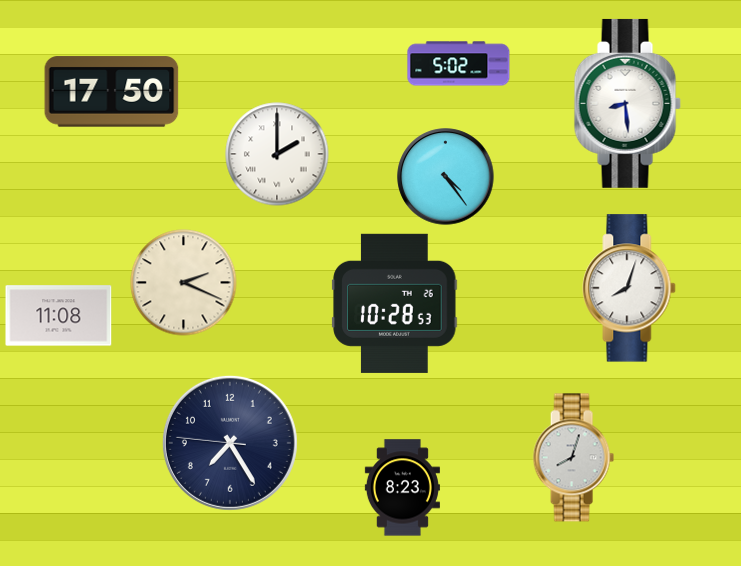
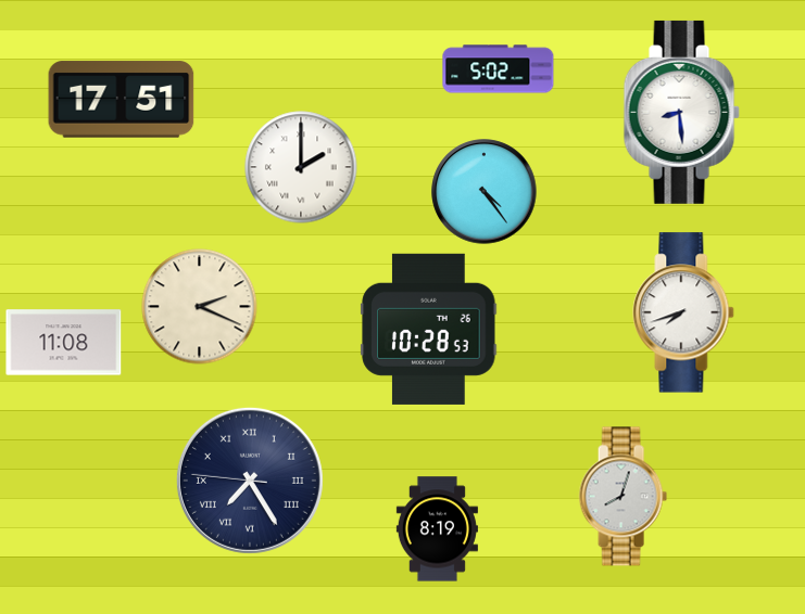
clock at (112, 92): 17:50 -> 17:51
clock at (629, 288): 8:03 -> 7:42
clock at (230, 443) numerals: Arabic -> Roman
clock at (402, 488): 8:23 -> 8:19
